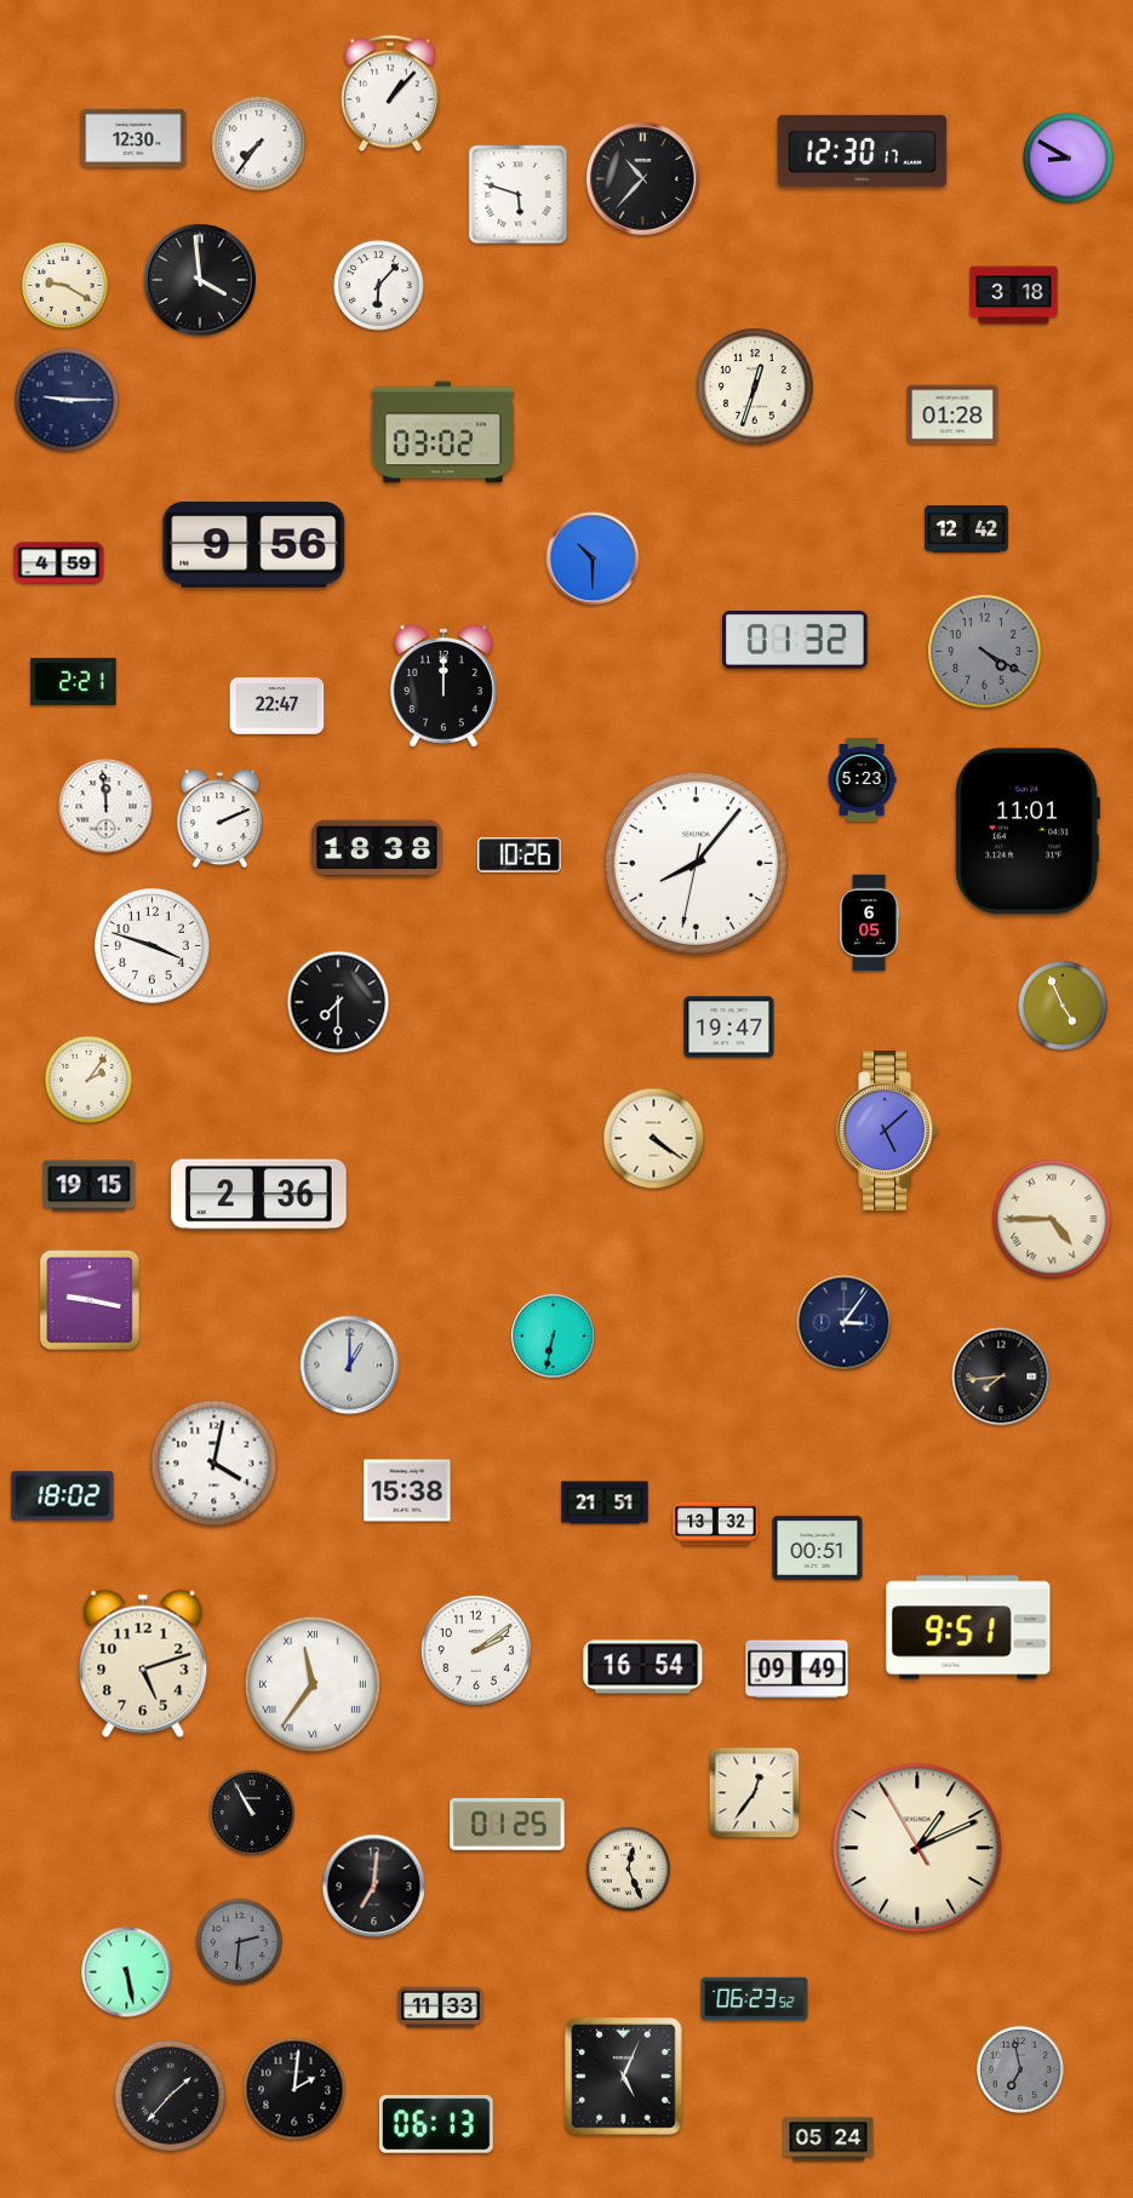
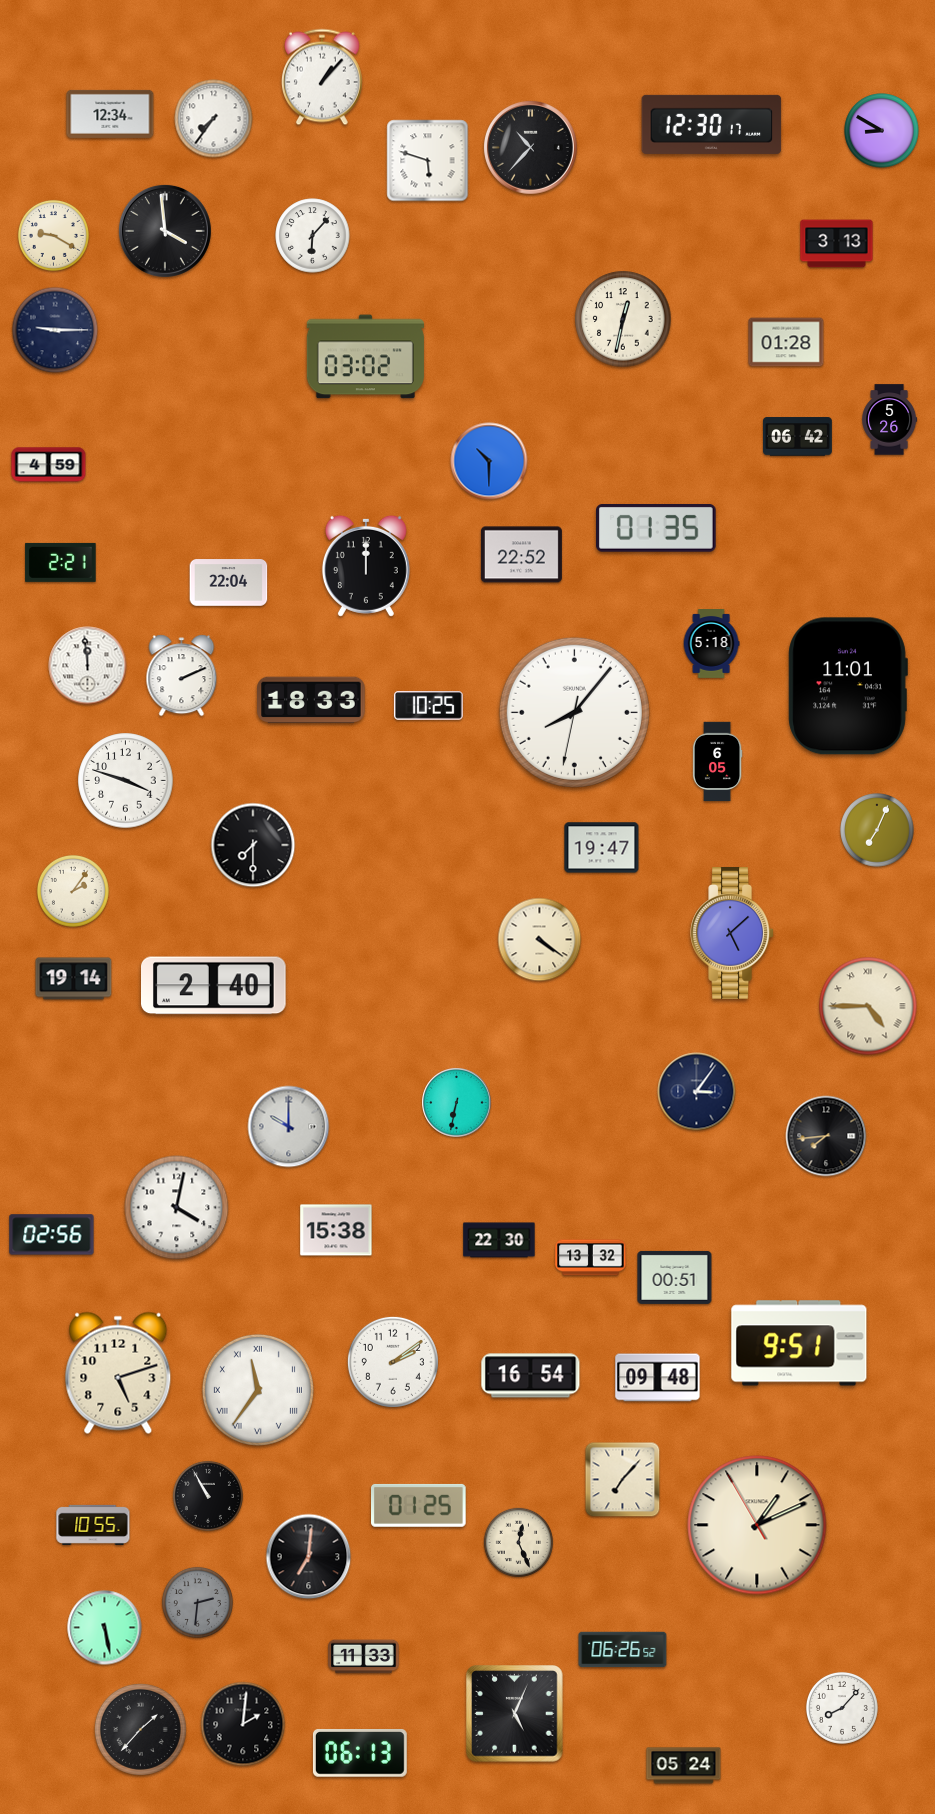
clock at (133, 138): 12:30 -> 12:34
clock at (1014, 296): 3:18 -> 3:13
clock at (755, 387): 12:33 -> 12:32
clock at (890, 420): none -> 5:26
clock at (966, 530): 12:42 -> 06:42
clock at (254, 545): 9:56 -> none
clock at (796, 641): 01:32 -> 01:35
clock at (985, 652): 4:20 -> none
clock at (521, 555): none -> 22:52
clock at (277, 706): 22:47 -> 22:04
clock at (862, 780): 5:23 -> 5:18
clock at (377, 848): 18:38 -> 18:33
clock at (519, 855): 10:26 -> 10:25
clock at (338, 1002) position: (338, 1002) -> (253, 845)
clock at (1063, 1006): 4:56 -> 7:04
clock at (90, 1186): 19:15 -> 19:14
clock at (259, 1195): 2:36 -> 2:40
clock at (90, 1300): 9:17 -> none
clock at (350, 1366): 1:00 -> 10:00
clock at (63, 1496): 18:02 -> 02:56
clock at (605, 1502): 21:51 -> 22:30
clock at (797, 1670): 09:49 -> 09:48
clock at (755, 1793): 12:36 -> 7:07
clock at (93, 1525): none -> 10:55
clock at (755, 1999): 06:23 -> 06:26
clock at (1020, 2070): 6:58 -> 8:07
clock at (1020, 2070) dial: grey -> white
